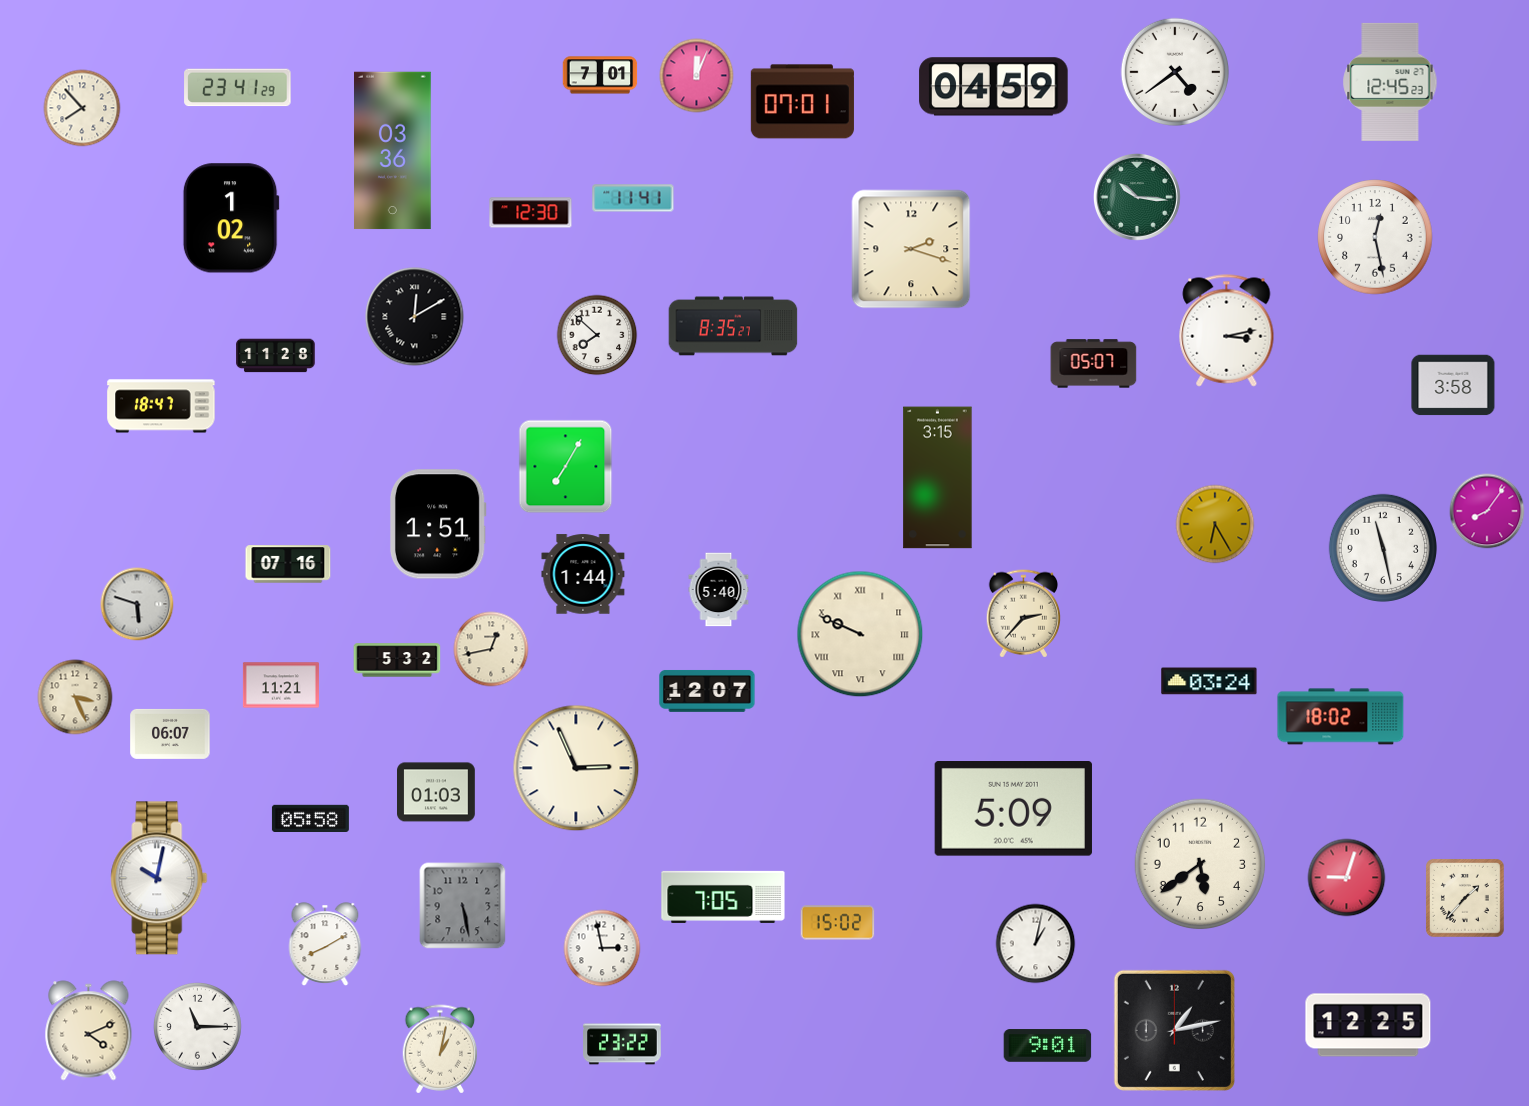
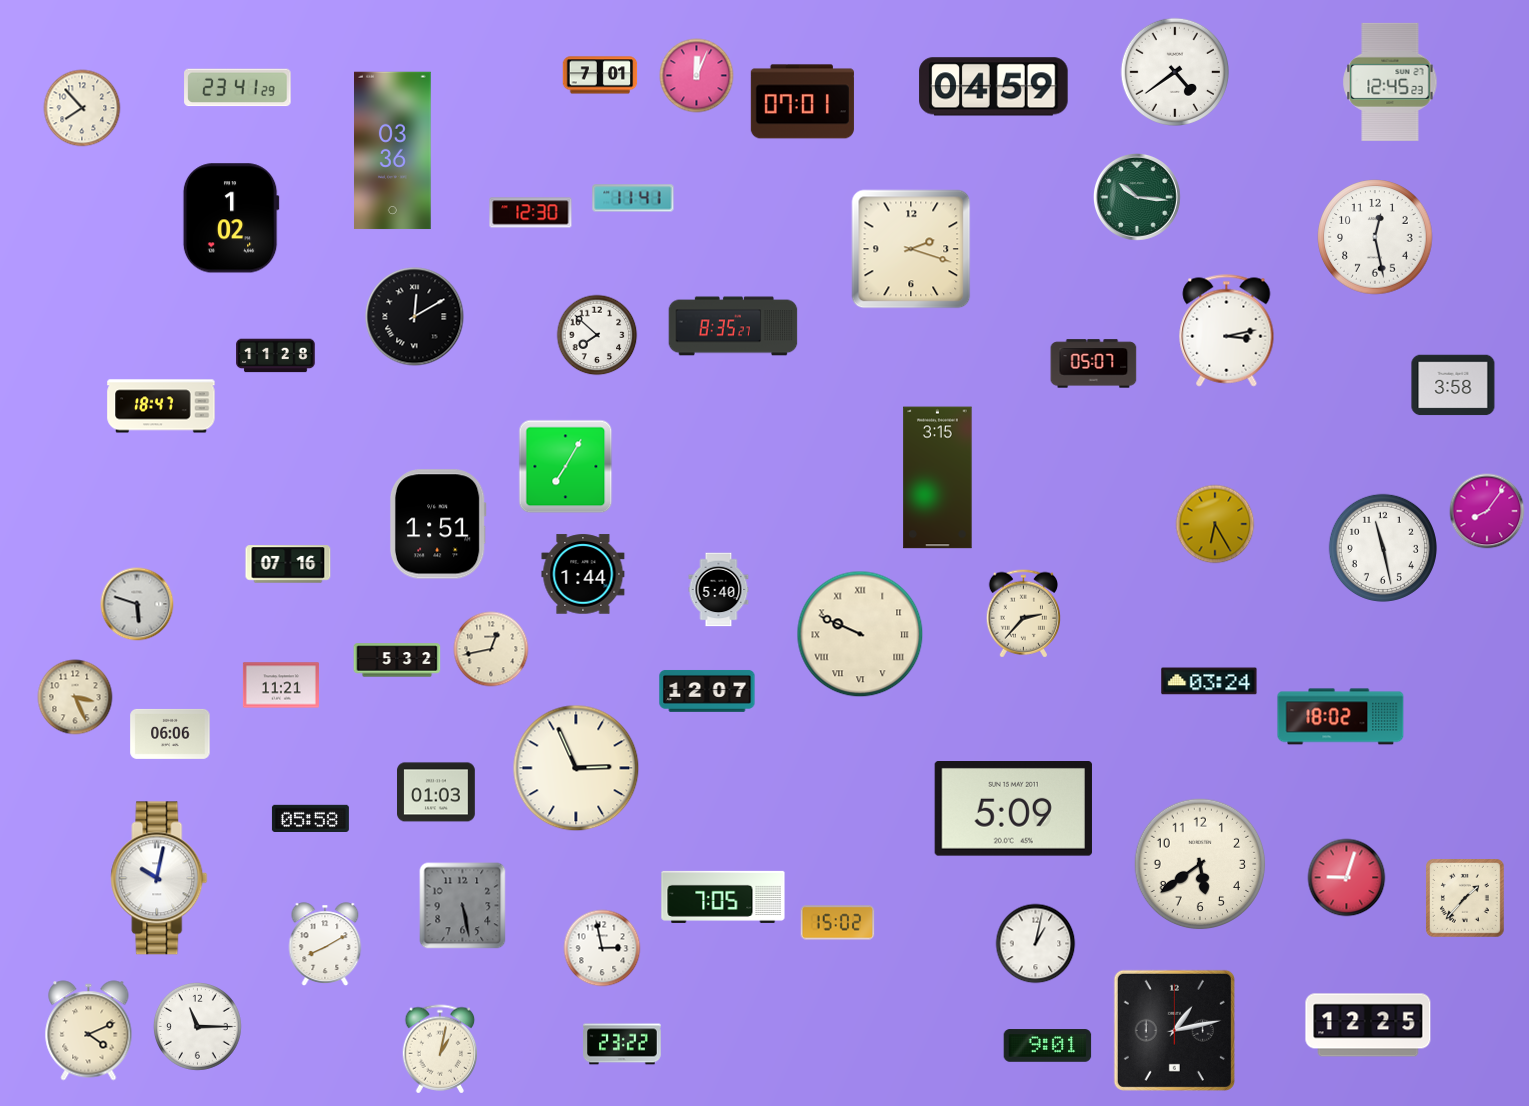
clock at (170, 734): 06:07 -> 06:06
